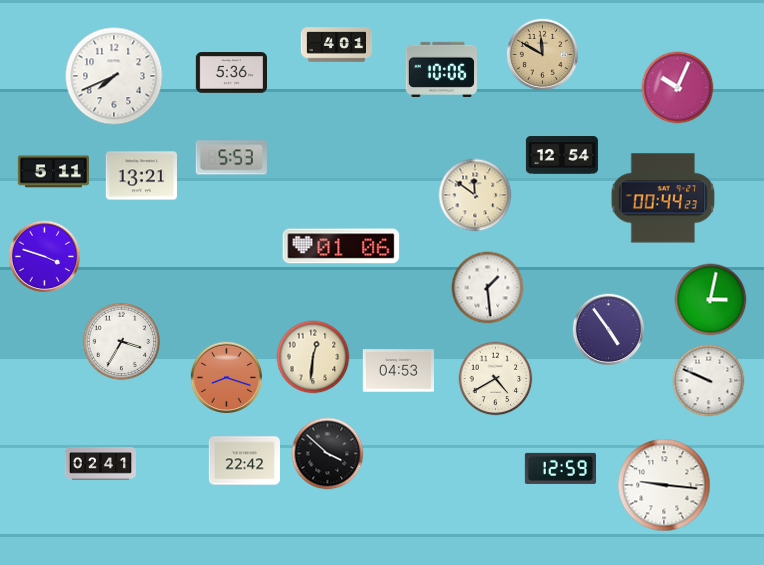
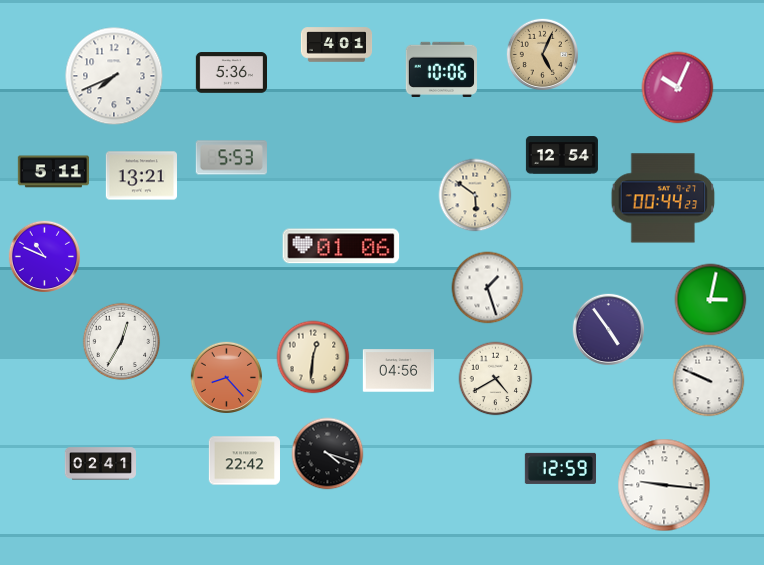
clock at (542, 54): 11:50 -> 5:04
clock at (475, 195): 11:51 -> 5:51
clock at (44, 256): 3:48 -> 10:49
clock at (488, 288): 1:29 -> 1:27
clock at (122, 342): 3:35 -> 12:35
clock at (398, 371): 04:53 -> 04:56
clock at (226, 377): 8:18 -> 8:23
clock at (328, 454): 3:52 -> 4:18
